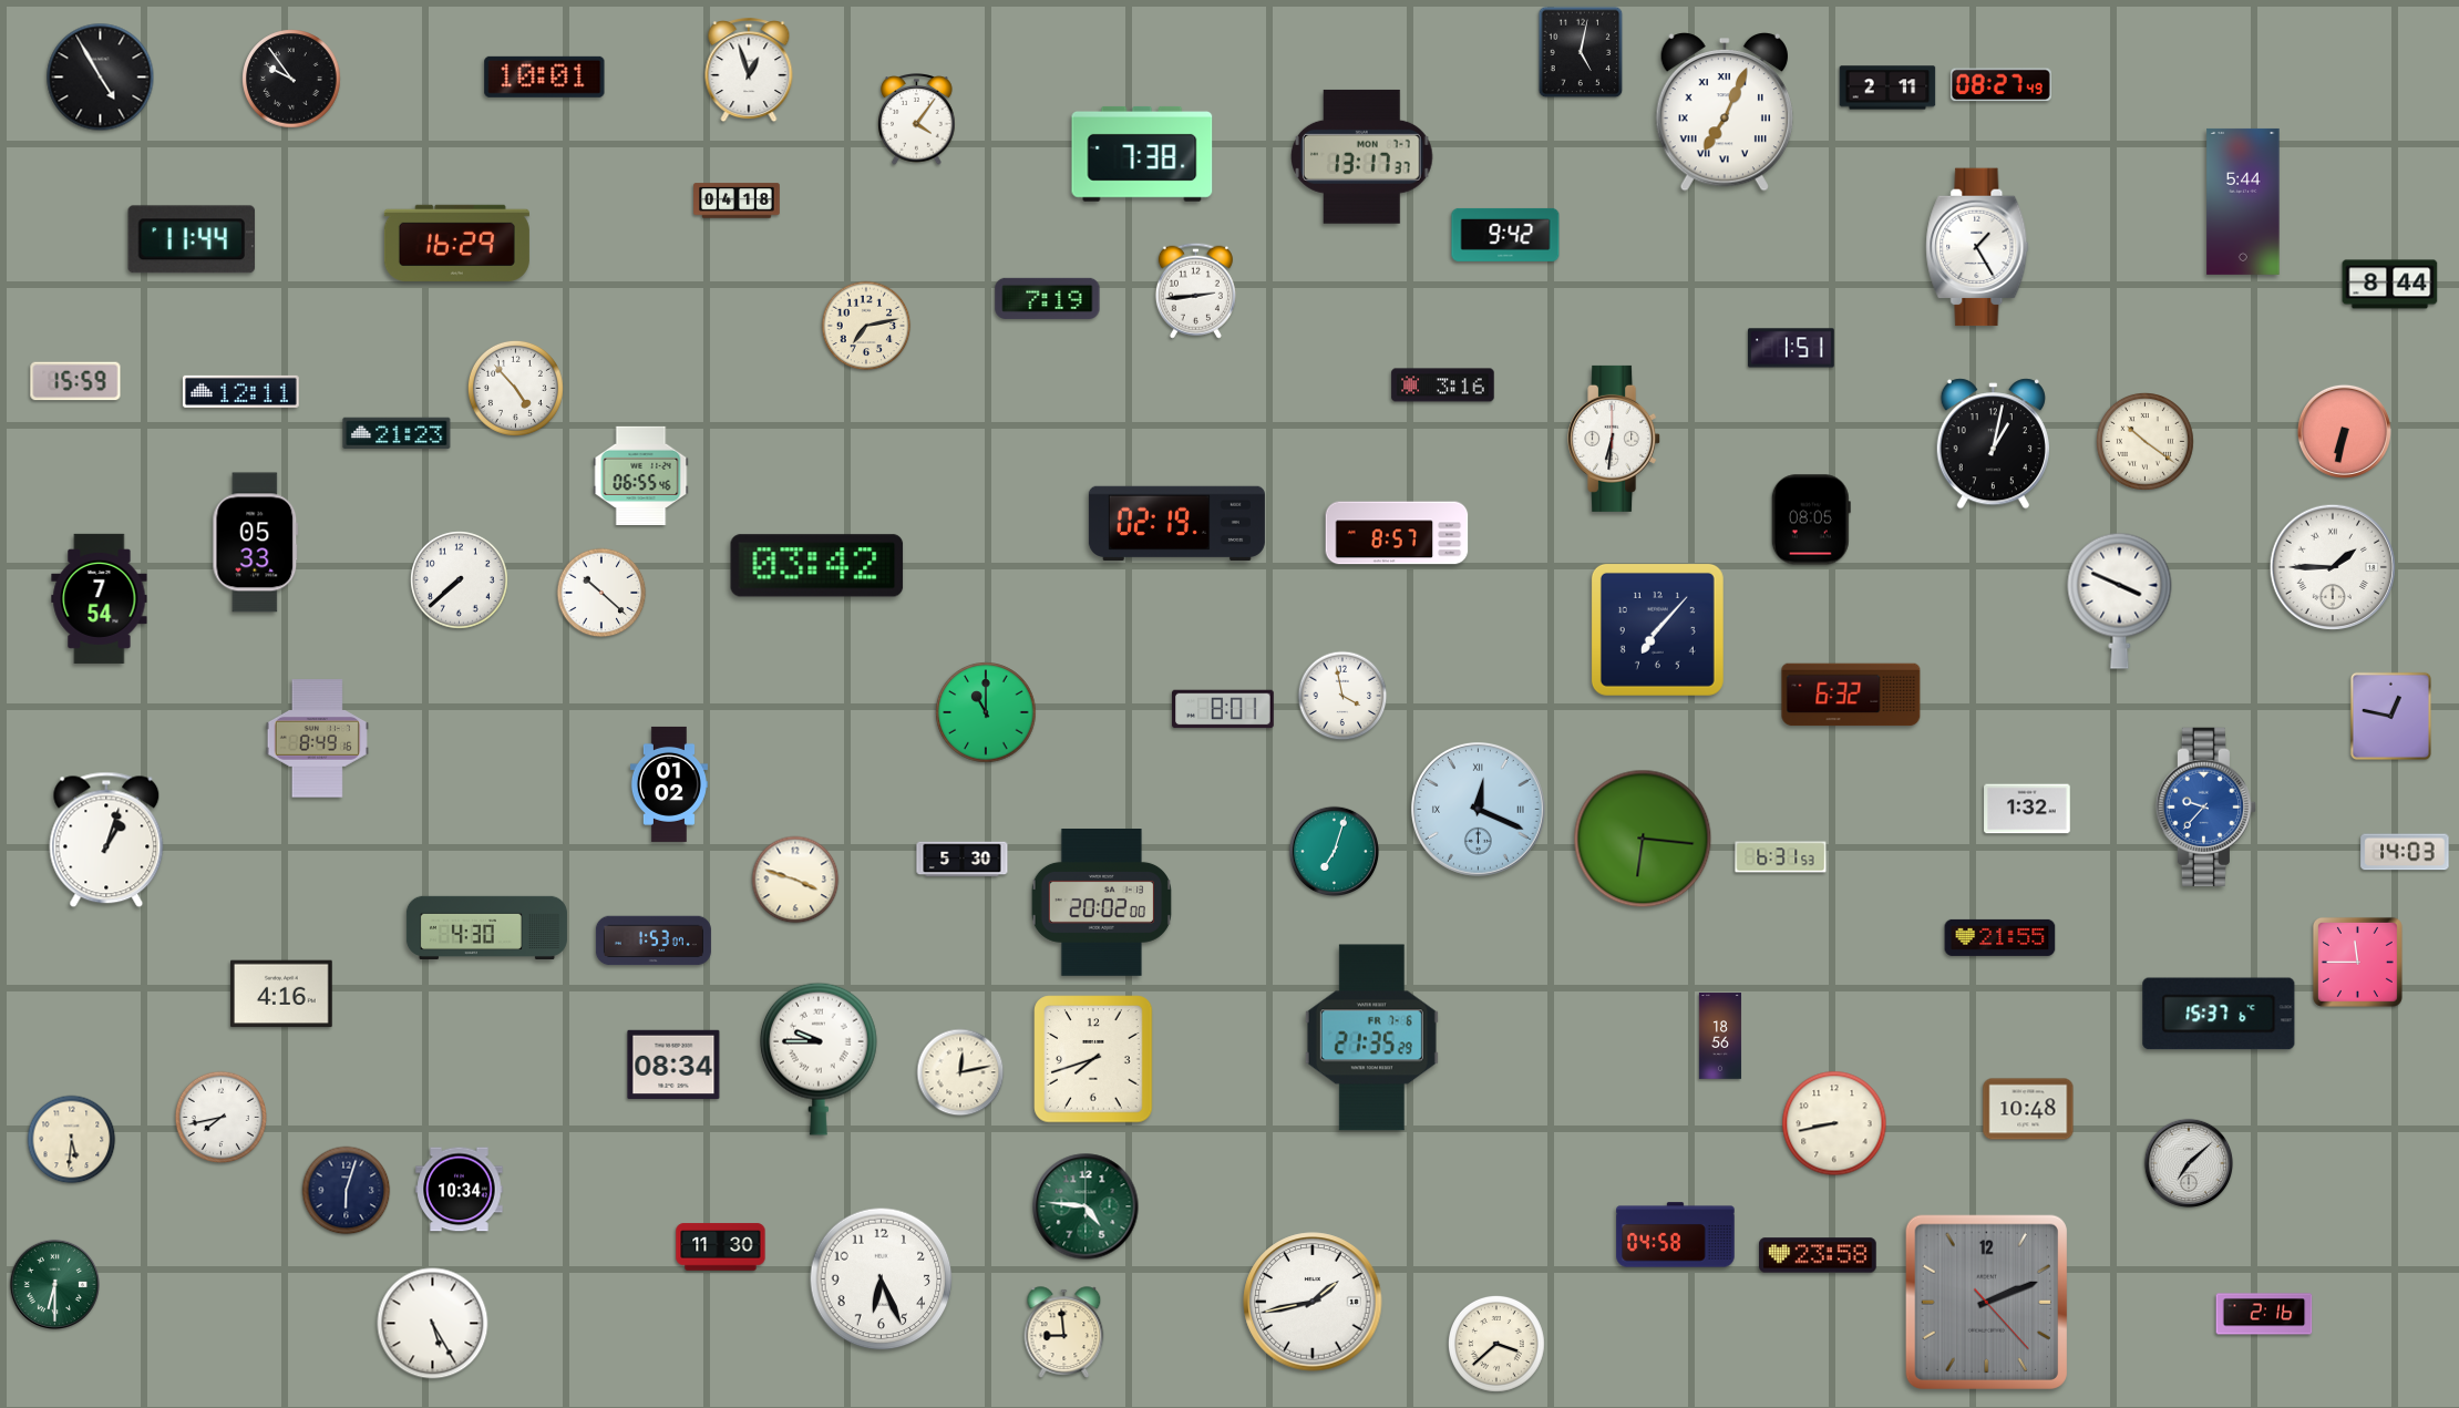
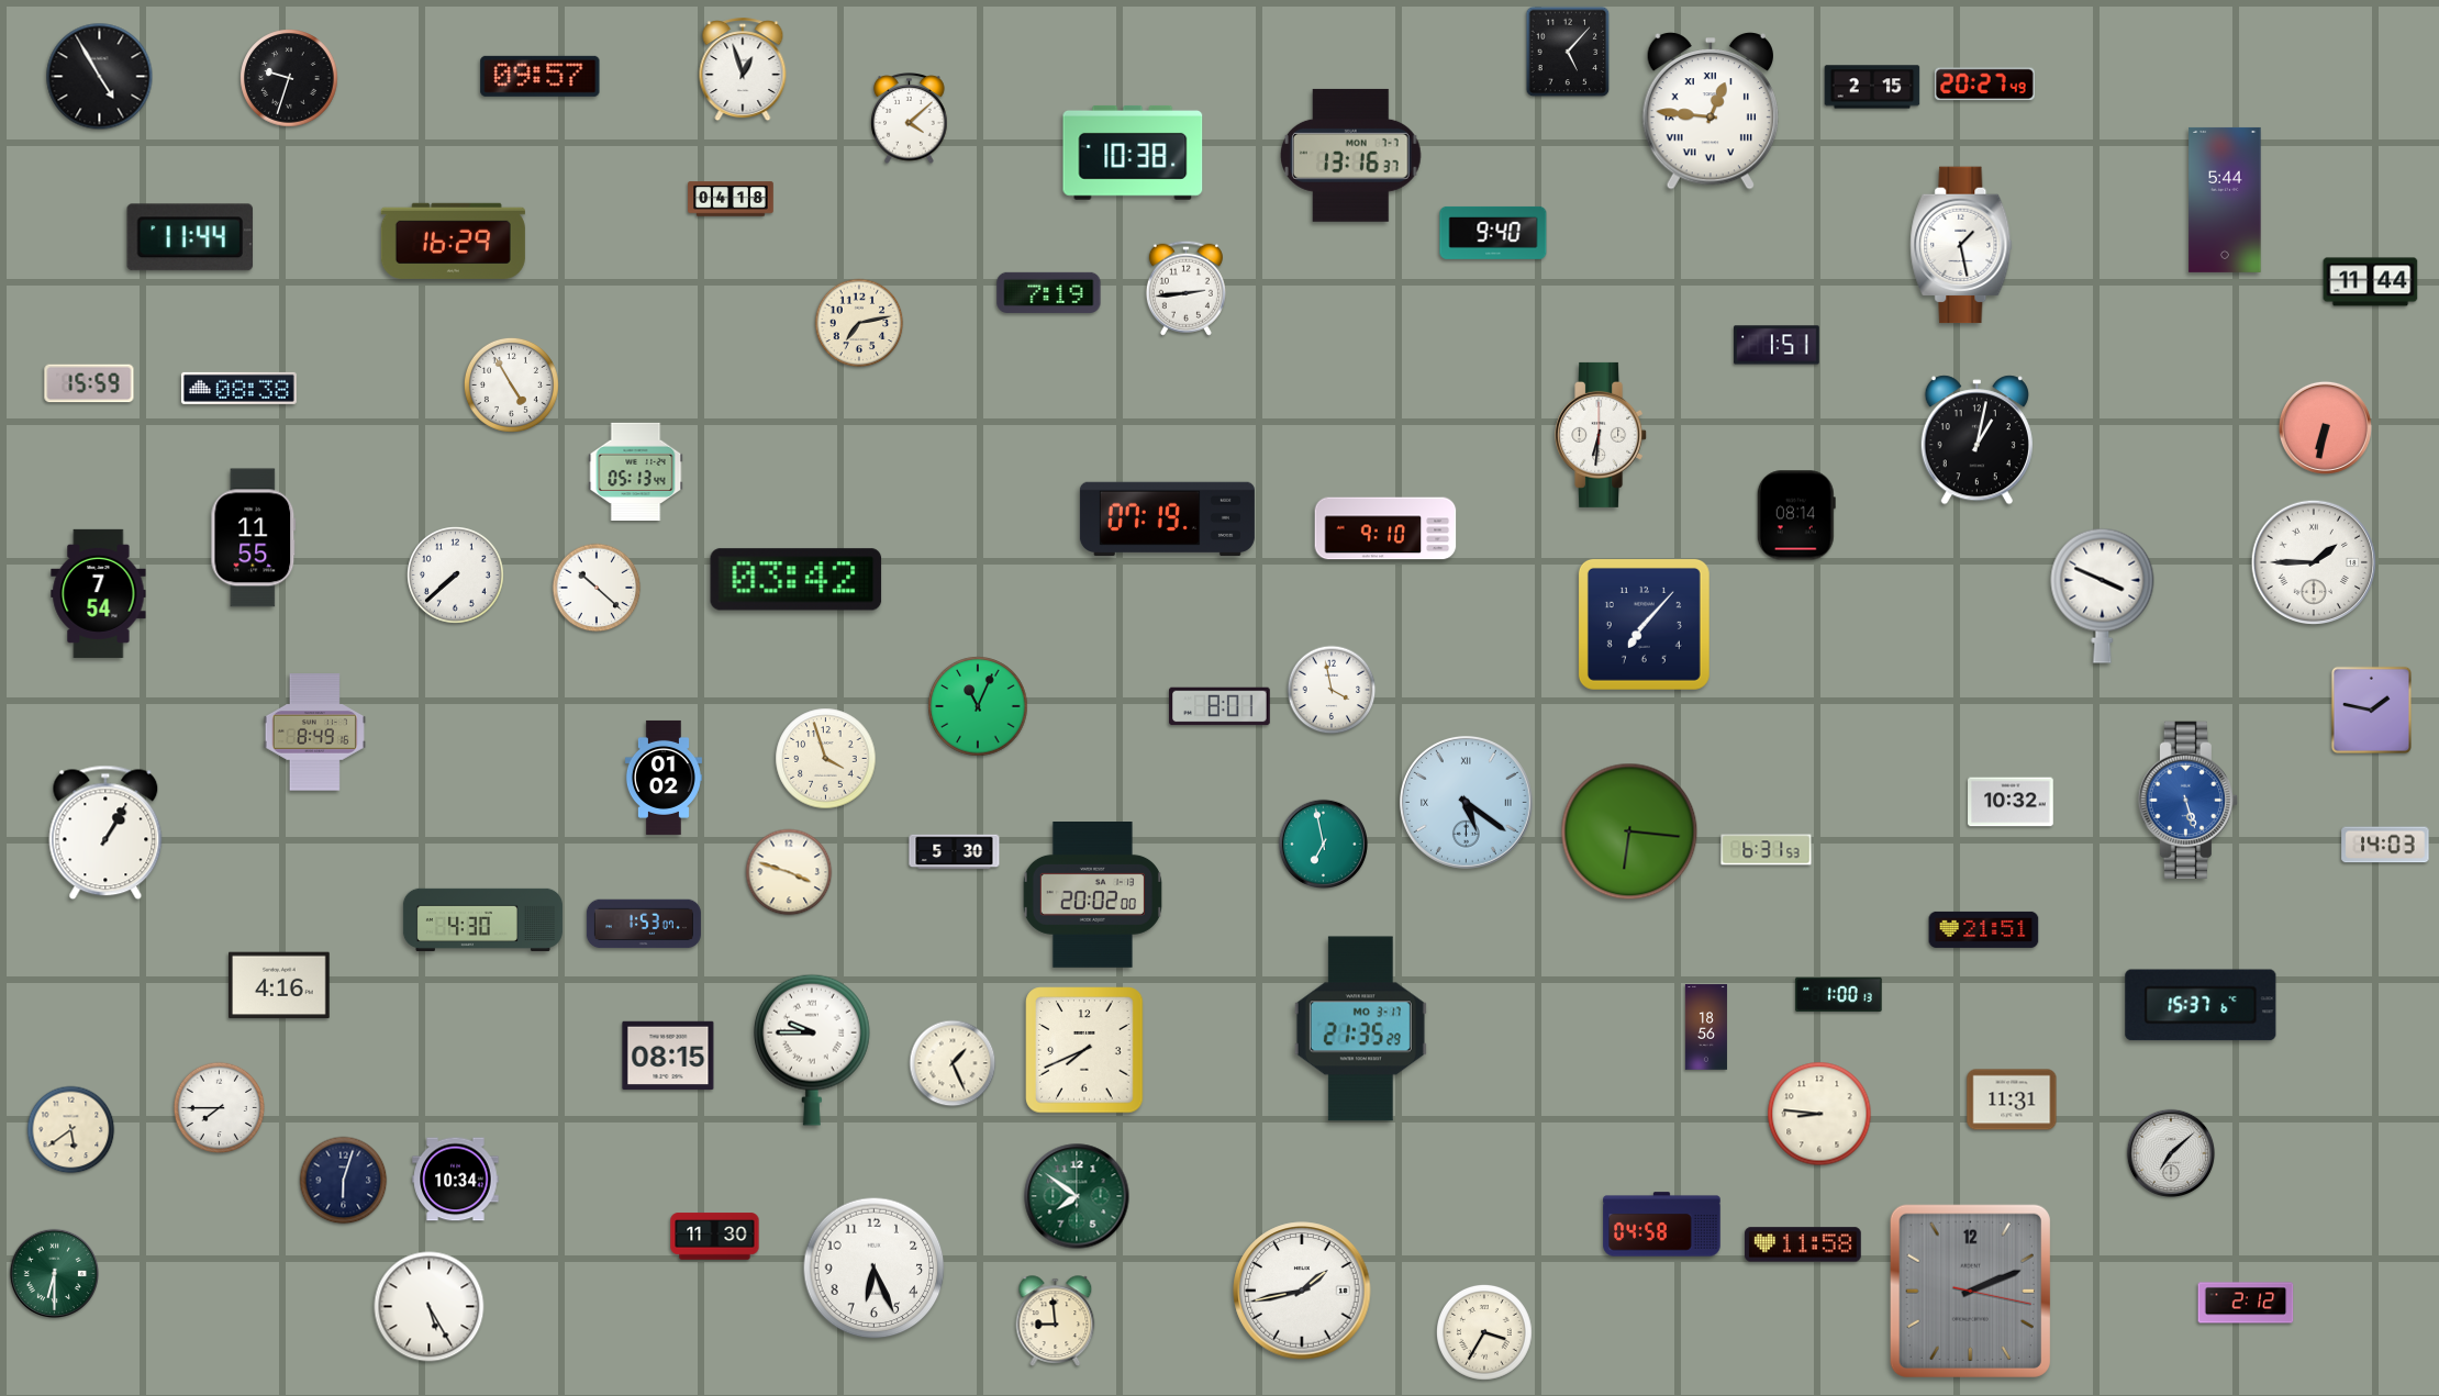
clock at (1581, 52): 5:02 -> 5:07
clock at (545, 76): 10:01 -> 09:57
clock at (291, 79): 9:54 -> 9:33
clock at (2000, 85): 08:27 -> 20:27
clock at (1887, 88): 2:11 -> 2:15
clock at (1725, 113): 7:04 -> 12:46
clock at (917, 120): 4:06 -> 4:08
clock at (1142, 154): 7:38 -> 10:38
clock at (1361, 156): 13:17 -> 13:16
clock at (1505, 235): 9:42 -> 9:40
clock at (1977, 247): 1:25 -> 1:28
clock at (2390, 285): 8:44 -> 11:44
clock at (1048, 298) position: (1048, 298) -> (1049, 292)
clock at (75, 381) position: (75, 381) -> (89, 383)
clock at (1443, 386): 3:16 -> none
clock at (515, 388): 4:53 -> 4:55
clock at (240, 391): 12:11 -> 08:38
clock at (397, 433): 21:23 -> none
clock at (2146, 442): 10:21 -> none
clock at (641, 475): 06:55 -> 05:13
clock at (1811, 520): 08:05 -> 08:14
clock at (1176, 523): 02:19 -> 07:19
clock at (1397, 533): 8:57 -> 9:10
clock at (256, 543): 05:33 -> 11:55
clock at (817, 566) position: (817, 566) -> (797, 580)
clock at (1851, 695): 6:32 -> none
clock at (1223, 709) position: (1223, 709) -> (1219, 706)
clock at (986, 712): 11:00 -> 11:04
clock at (2390, 716): 12:47 -> 1:47
clock at (826, 759): none -> 3:57
clock at (2205, 806): 9:37 -> 5:27
clock at (1478, 809): 12:19 -> 5:21
clock at (2027, 809): 1:32 -> 10:32
clock at (106, 840): 1:03 -> 1:05
clock at (1334, 851): 7:03 -> 6:58
clock at (2000, 937): 21:55 -> 21:51
clock at (654, 941) position: (654, 941) -> (644, 924)
clock at (2357, 962): 11:45 -> none
clock at (1839, 994): none -> 1:00
clock at (1371, 1038) date: FR 7-6 -> MO 3-17
clock at (1093, 1059): 7:42 -> 7:41
clock at (673, 1065): 08:34 -> 08:15
clock at (960, 1072): 12:13 -> 1:26
clock at (2028, 1109): 10:48 -> 11:31
clock at (222, 1118): 7:43 -> 7:45
clock at (1834, 1123): 8:43 -> 8:46
clock at (72, 1140): 5:31 -> 5:39
clock at (1086, 1206): 4:46 -> 7:51
clock at (1818, 1255): 23:58 -> 11:58
clock at (1986, 1302): 2:11:23 -> 2:11:17
clock at (2264, 1314): 2:16 -> 2:12
clock at (433, 1324) position: (433, 1324) -> (430, 1307)
clock at (1496, 1344): 3:38 -> 3:35
